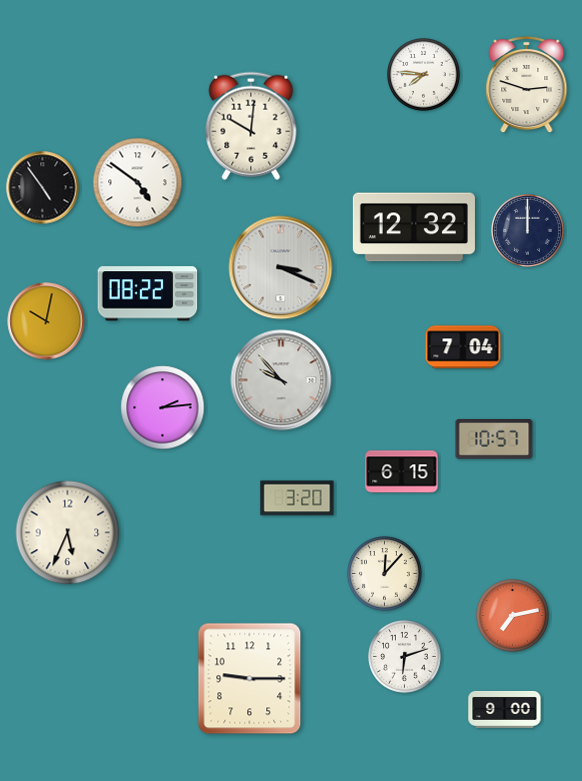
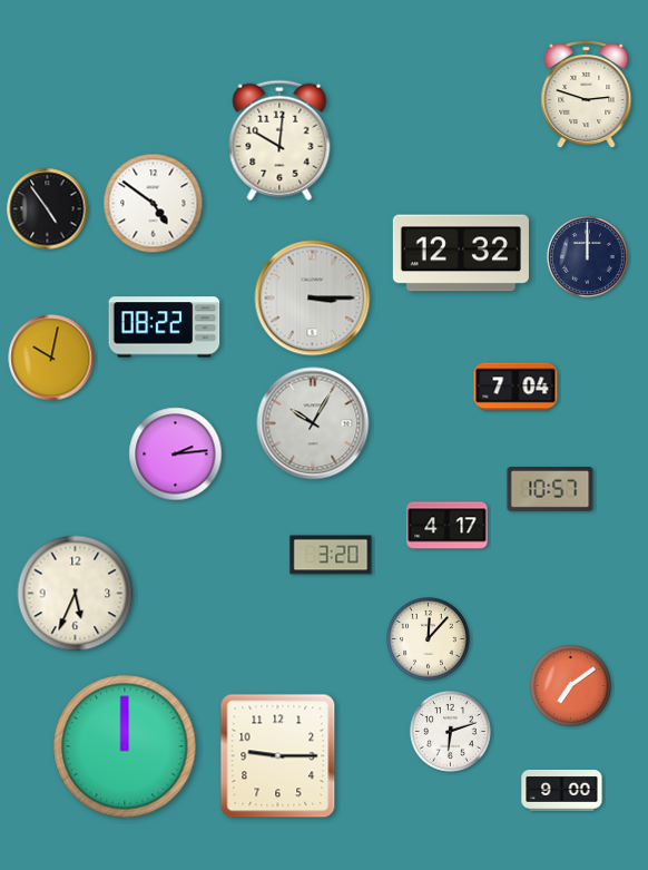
clock at (424, 75): 7:46 -> none
clock at (281, 268): 3:19 -> 3:15
clock at (281, 380): 9:53 -> 10:05
clock at (163, 408) position: (163, 408) -> (176, 454)
clock at (402, 472): 6:15 -> 4:17
clock at (513, 616): 7:13 -> 7:09
clock at (125, 746): none -> 12:00
